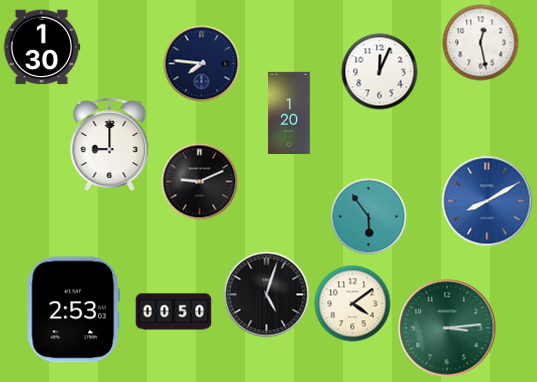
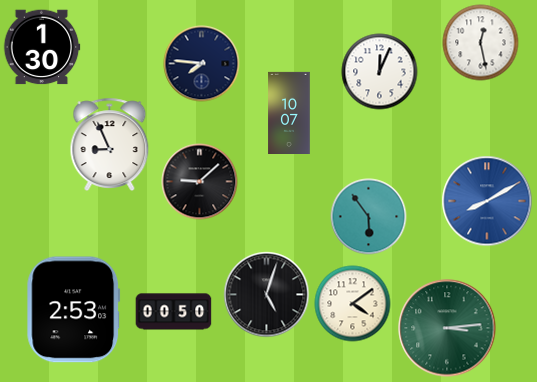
clock at (289, 112): 1:20 -> 10:07
clock at (110, 144): 9:00 -> 8:56
clock at (200, 182): 9:11 -> 9:08
